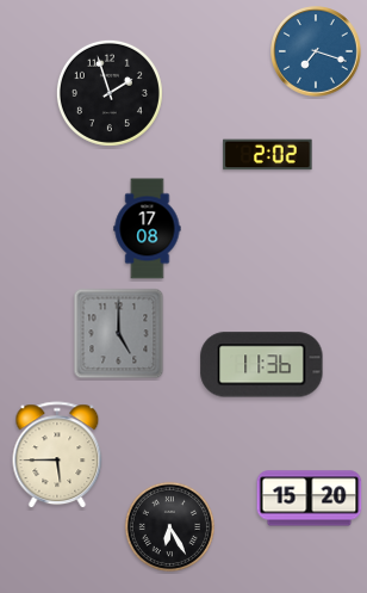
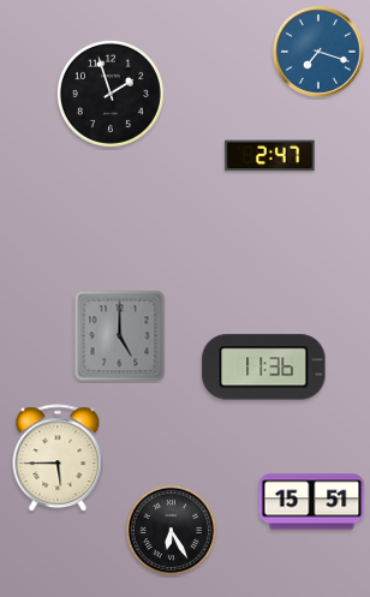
clock at (268, 155): 2:02 -> 2:47
clock at (148, 229): 17:08 -> none
clock at (310, 499): 15:20 -> 15:51
